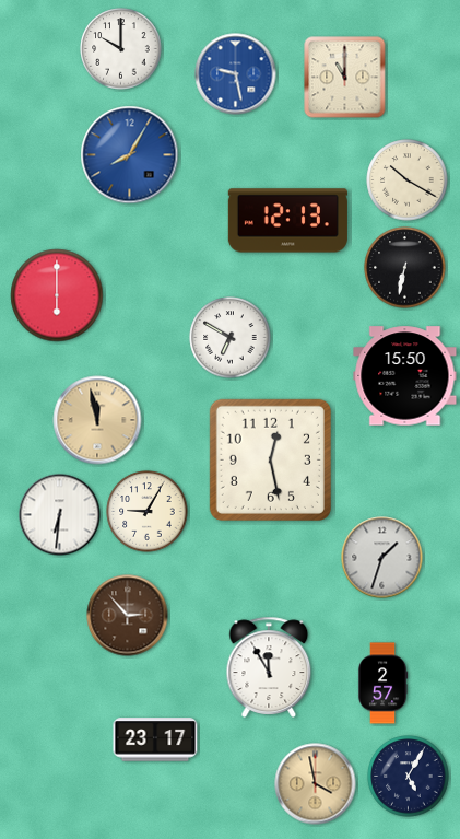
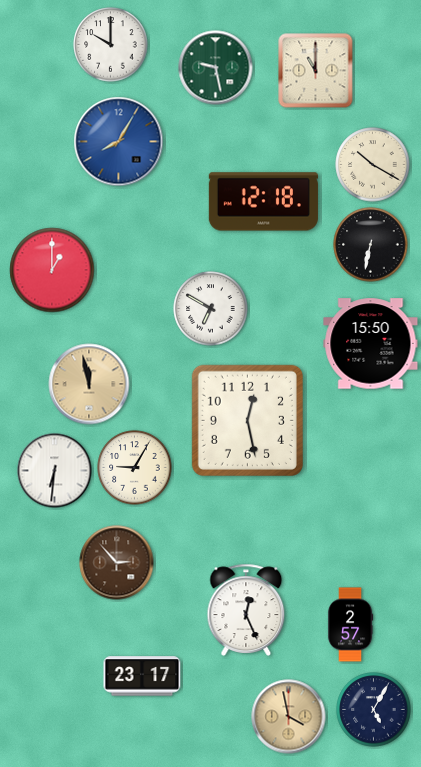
clock at (236, 74) dial: blue -> green
clock at (287, 221): 12:13 -> 12:18
clock at (57, 295): 6:00 -> 1:00
clock at (382, 558): 1:33 -> none
clock at (269, 667): 11:55 -> 12:26
